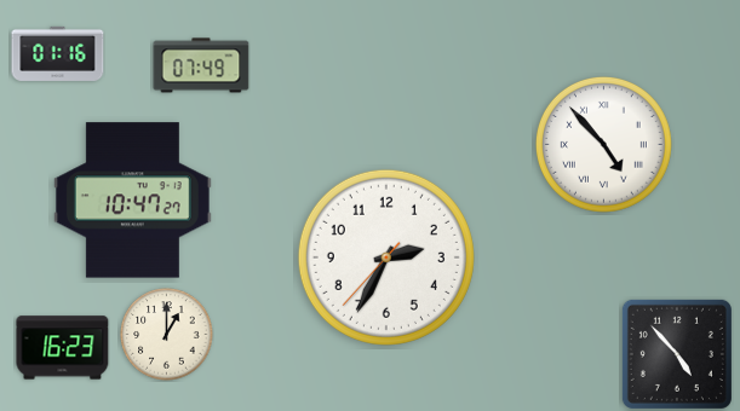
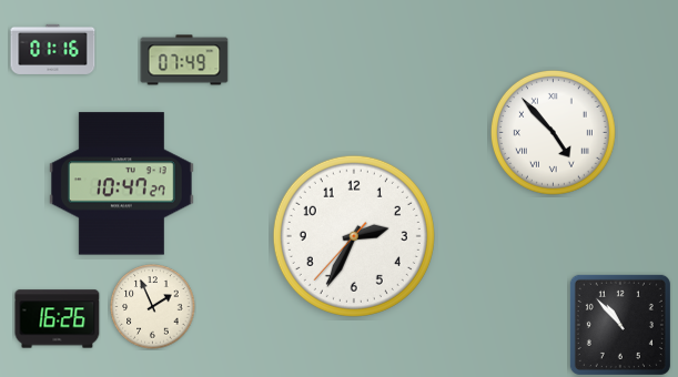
clock at (167, 335): 1:00 -> 1:56
clock at (63, 348): 16:23 -> 16:26
clock at (677, 354): 4:53 -> 10:53
